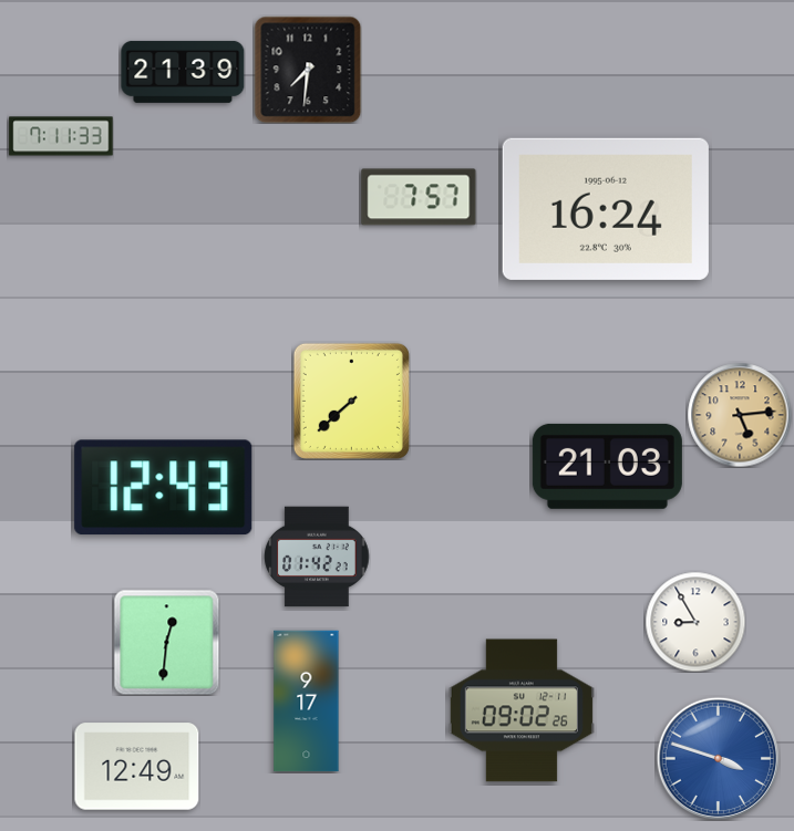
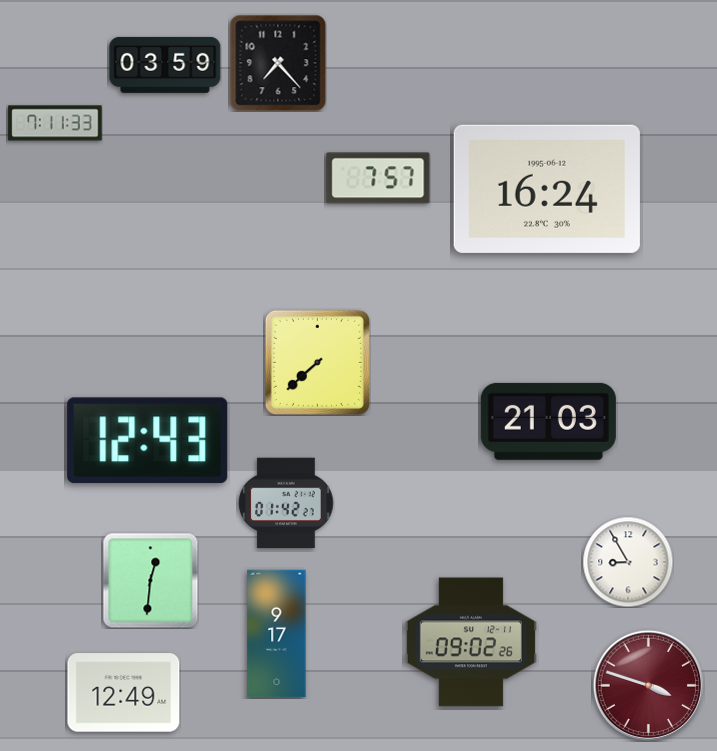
clock at (308, 70): 7:31 -> 7:23
clock at (183, 72): 21:39 -> 03:59
clock at (740, 415): 5:14 -> none
clock at (718, 758) dial: blue -> burgundy
